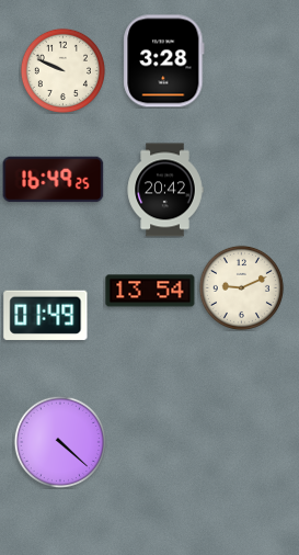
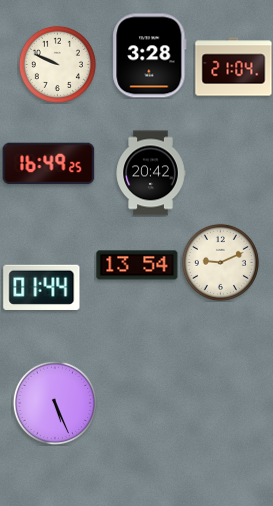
clock at (234, 67): none -> 21:04
clock at (46, 315): 01:49 -> 01:44
clock at (59, 441): 4:22 -> 5:26
